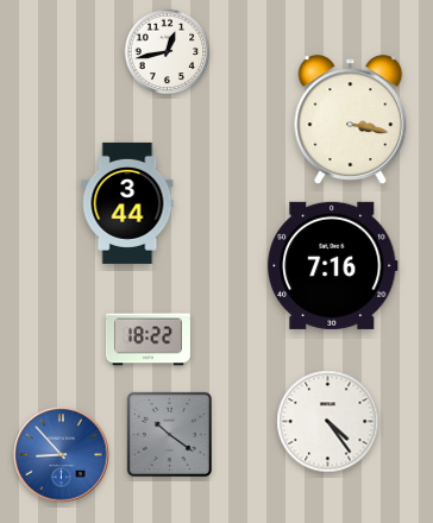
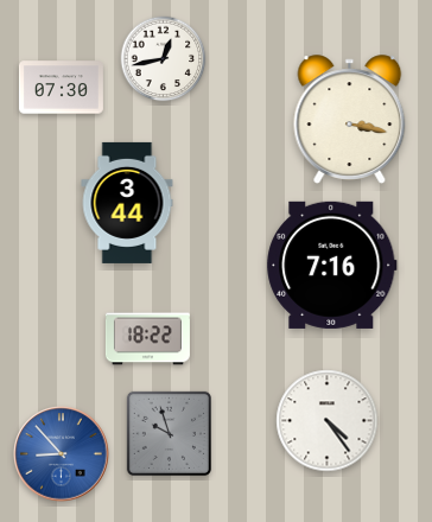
clock at (168, 52) position: (168, 52) -> (164, 59)
clock at (61, 88): none -> 07:30
clock at (169, 434): 10:21 -> 9:57
